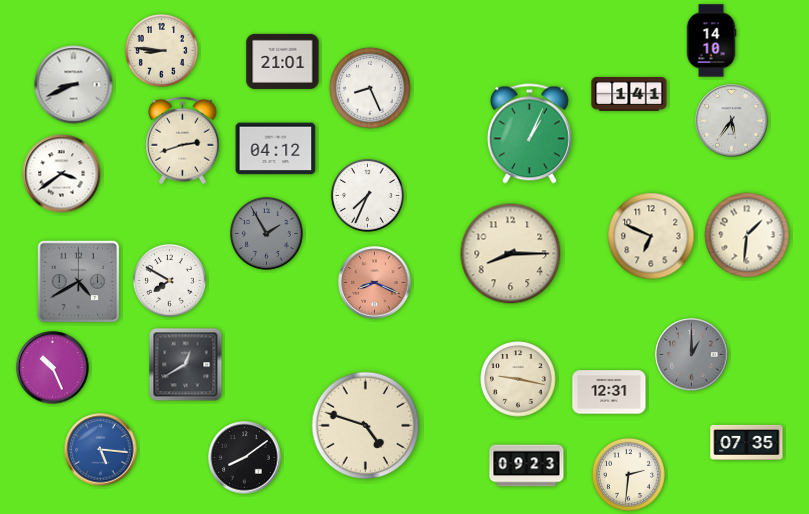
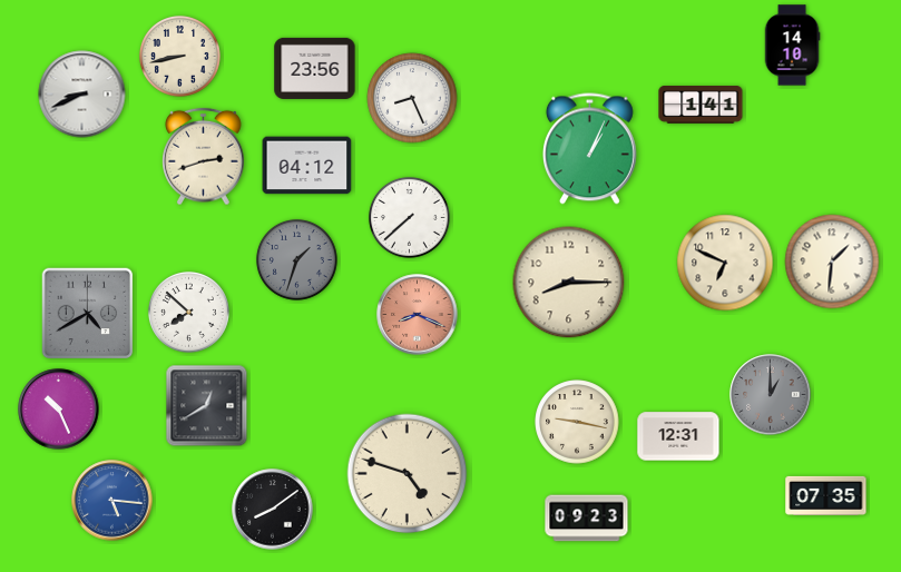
clock at (161, 50): 8:46 -> 8:43
clock at (283, 61): 21:01 -> 23:56
clock at (732, 121): 5:36 -> none
clock at (62, 174): 3:39 -> none
clock at (367, 195): 7:34 -> 7:38
clock at (266, 233): 1:55 -> 1:33
clock at (169, 280): 7:50 -> 7:52
clock at (747, 442) position: (747, 442) -> (826, 495)
clock at (628, 474): 2:31 -> none
